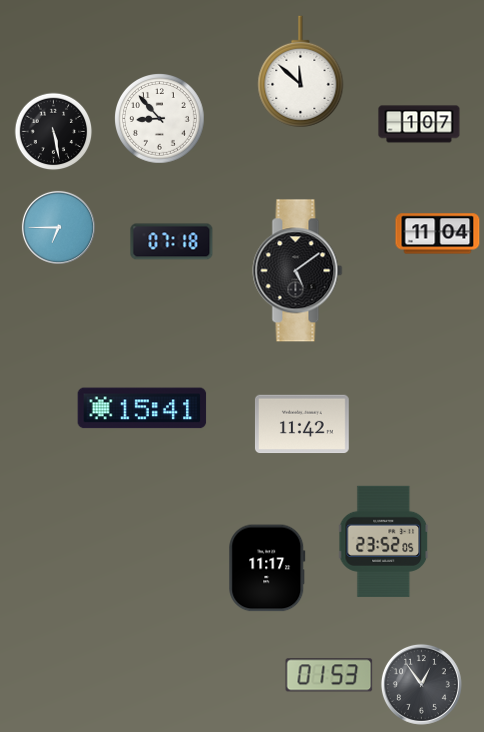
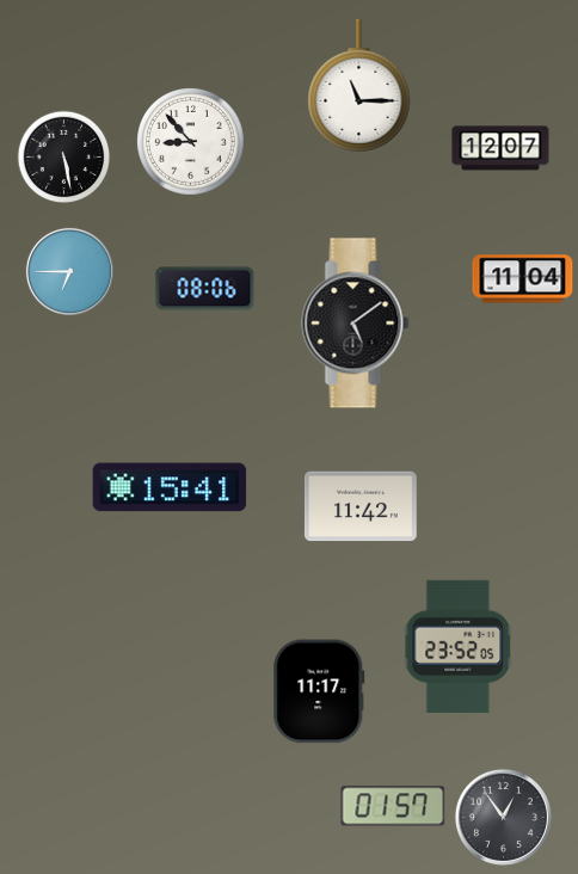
clock at (301, 72): 11:52 -> 11:15
clock at (419, 124): 1:07 -> 12:07
clock at (172, 242): 07:18 -> 08:06
clock at (267, 568) position: (267, 568) -> (319, 691)
clock at (329, 675): 01:53 -> 01:57
